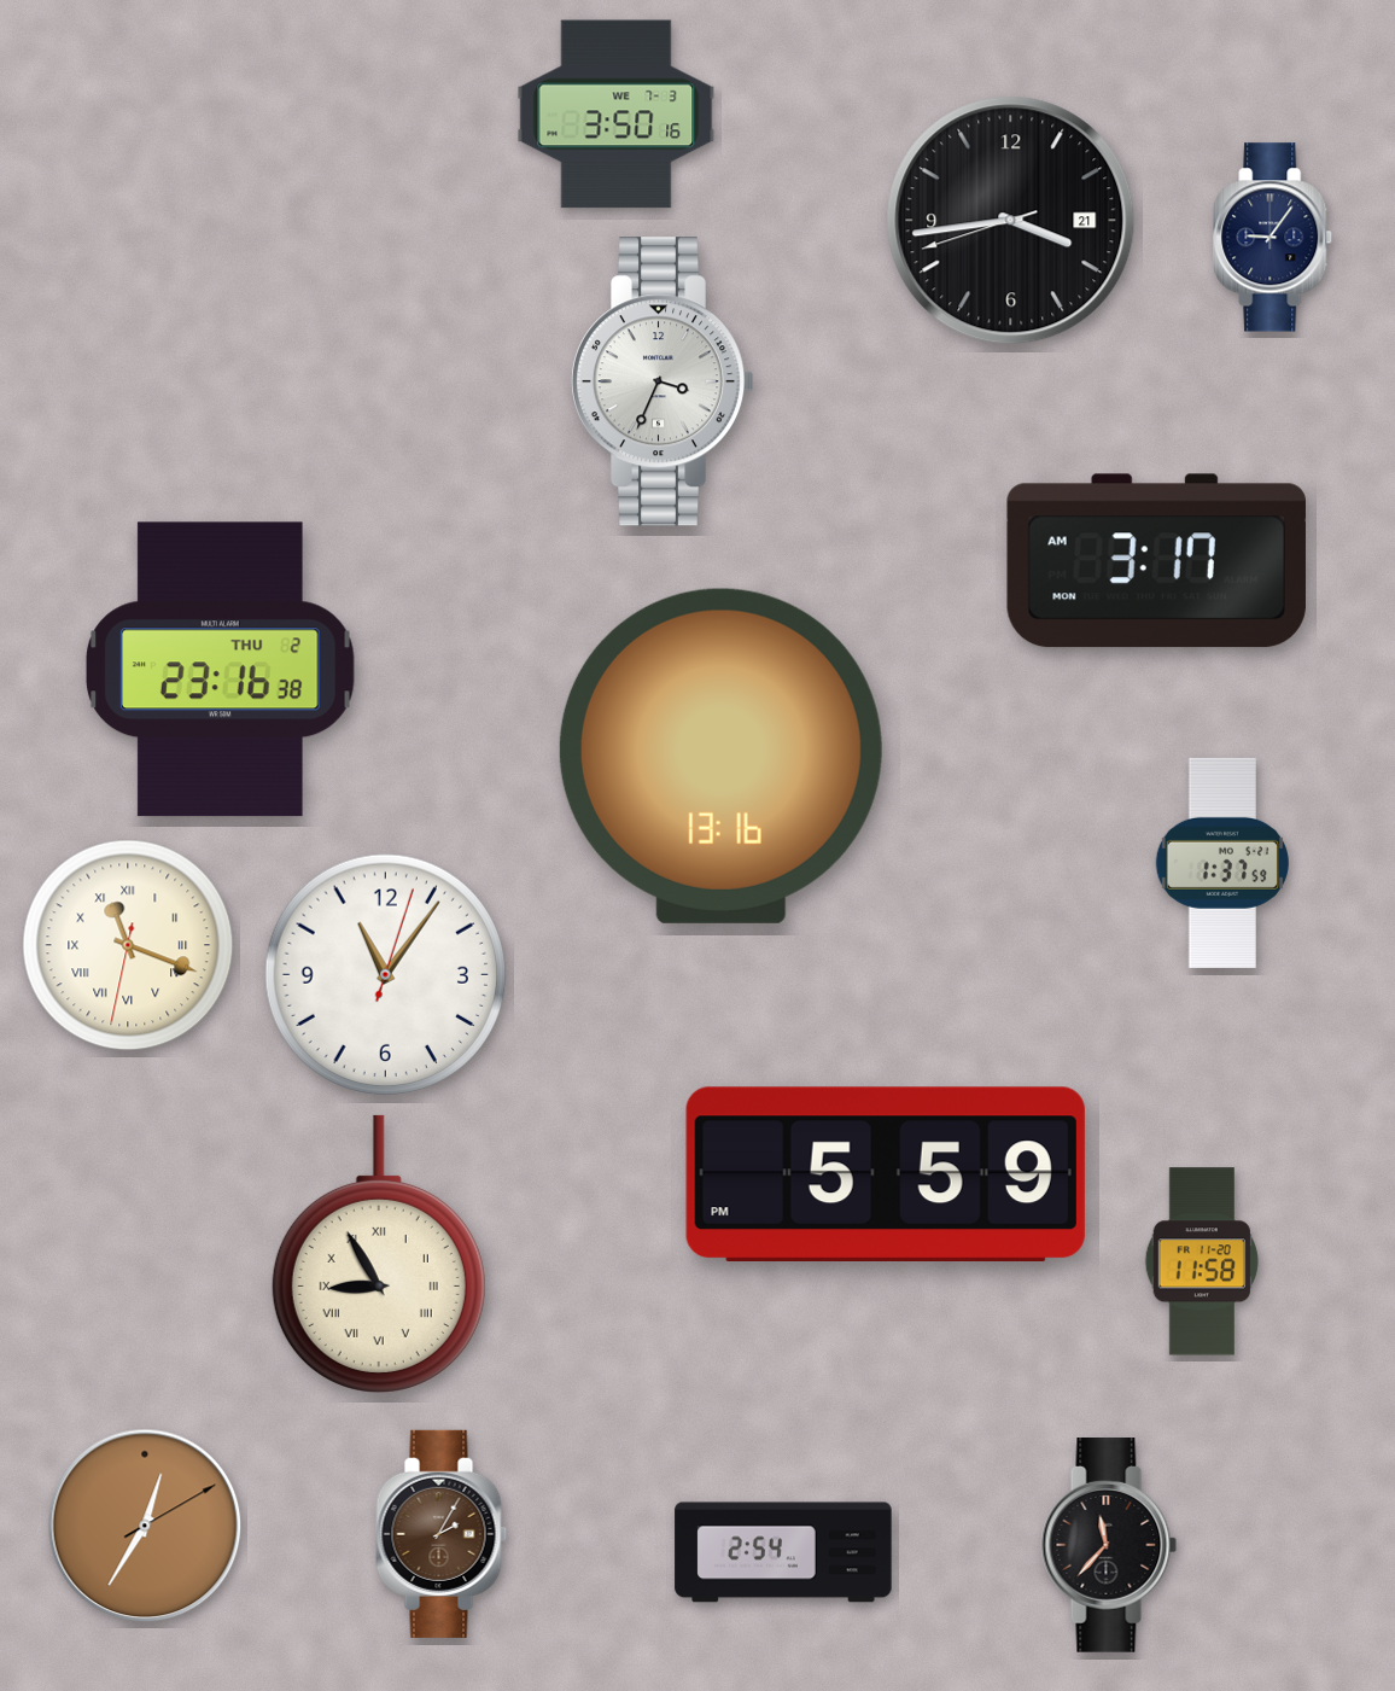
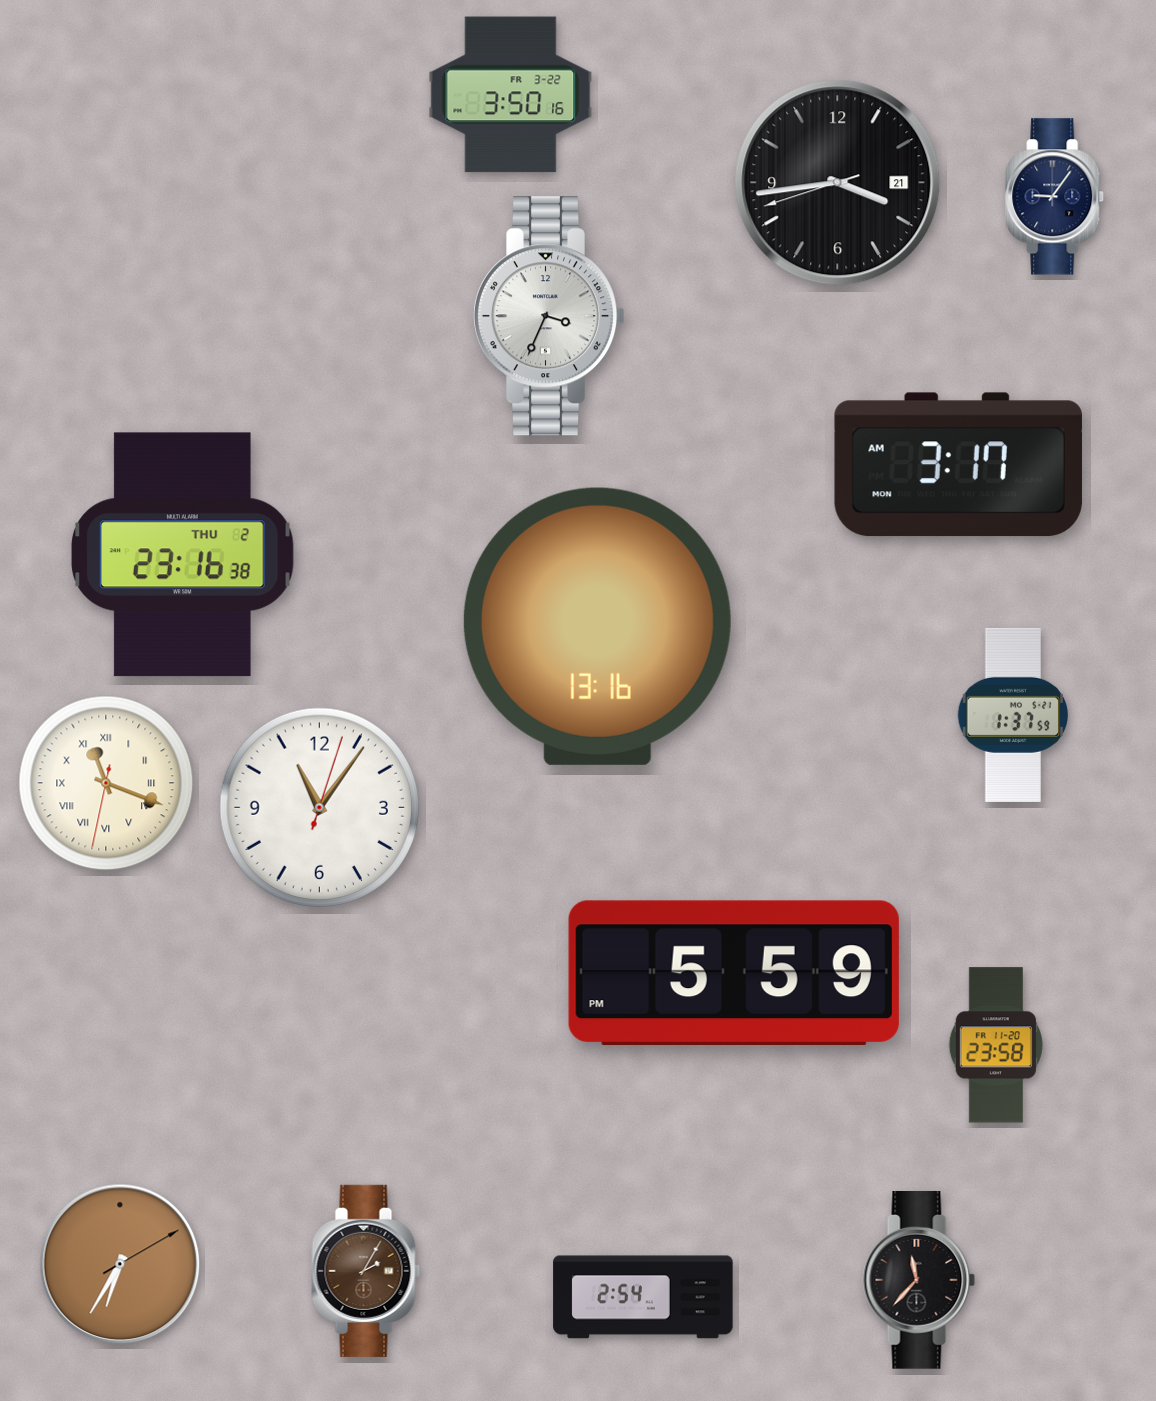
clock at (617, 115) date: WE 7-3 -> FR 3-22
clock at (379, 1254): 8:55 -> none
clock at (1202, 1261): 11:58 -> 23:58
clock at (145, 1526): 12:35 -> 6:35
clock at (783, 1552) position: (783, 1552) -> (643, 1297)
